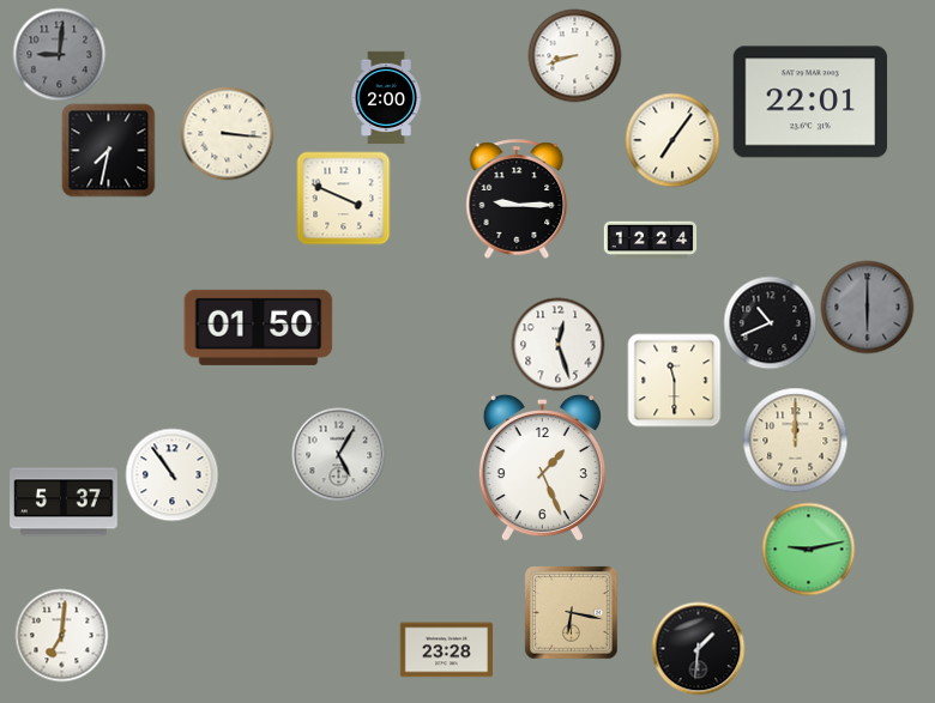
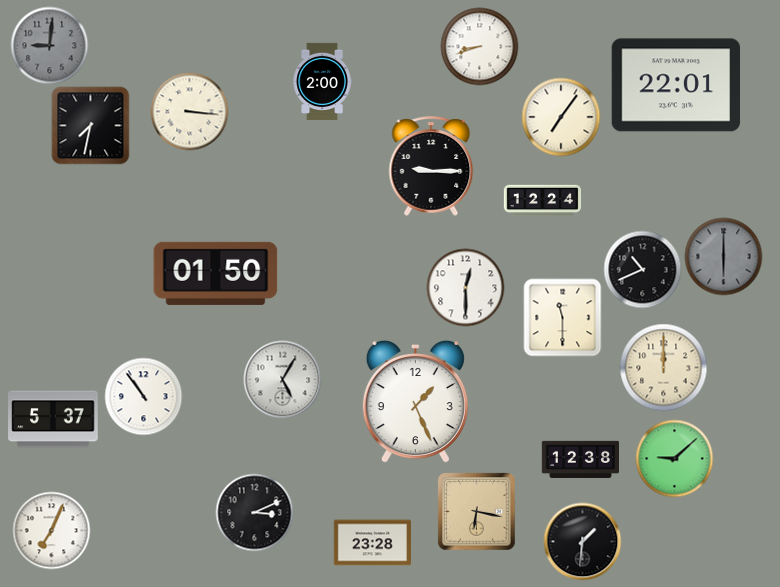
clock at (343, 198): 3:49 -> none
clock at (557, 344): 12:27 -> 12:30
clock at (542, 467) position: (542, 467) -> (415, 401)
clock at (808, 549): 9:13 -> 9:08
clock at (580, 459): none -> 12:38
clock at (254, 512): none -> 3:11
clock at (61, 635): 7:01 -> 7:04
